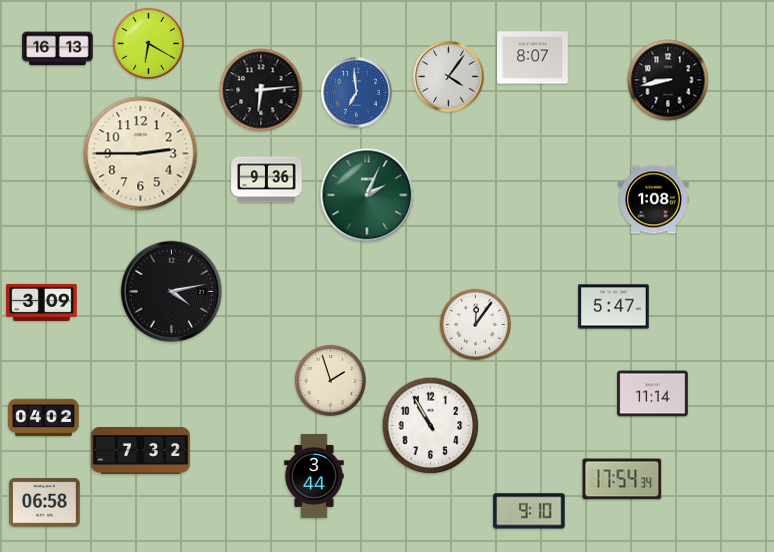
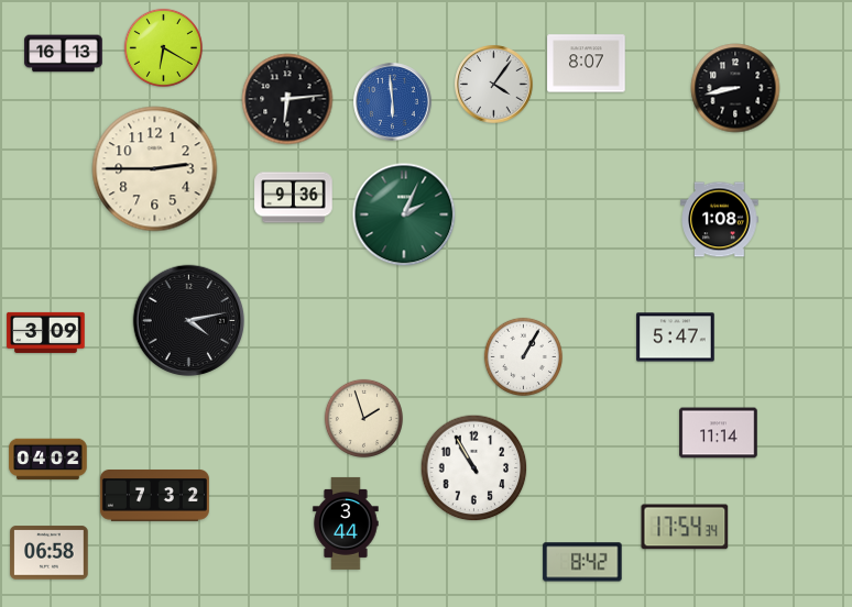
clock at (357, 93): 6:59 -> 5:59
clock at (475, 324): 12:06 -> 1:05
clock at (529, 511): 9:10 -> 8:42
